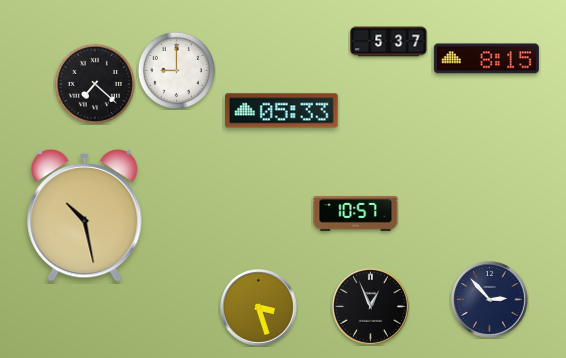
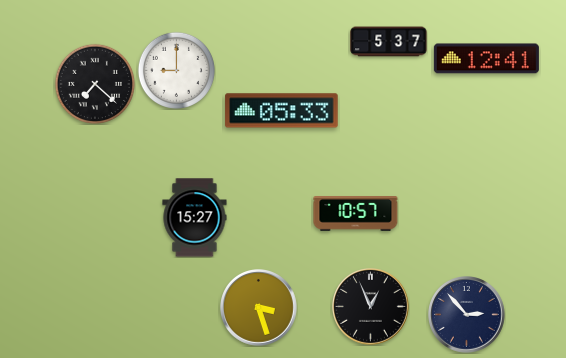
clock at (486, 59): 8:15 -> 12:41
clock at (85, 215): 10:28 -> none
clock at (195, 218): none -> 15:27
clock at (490, 300) position: (490, 300) -> (467, 315)
